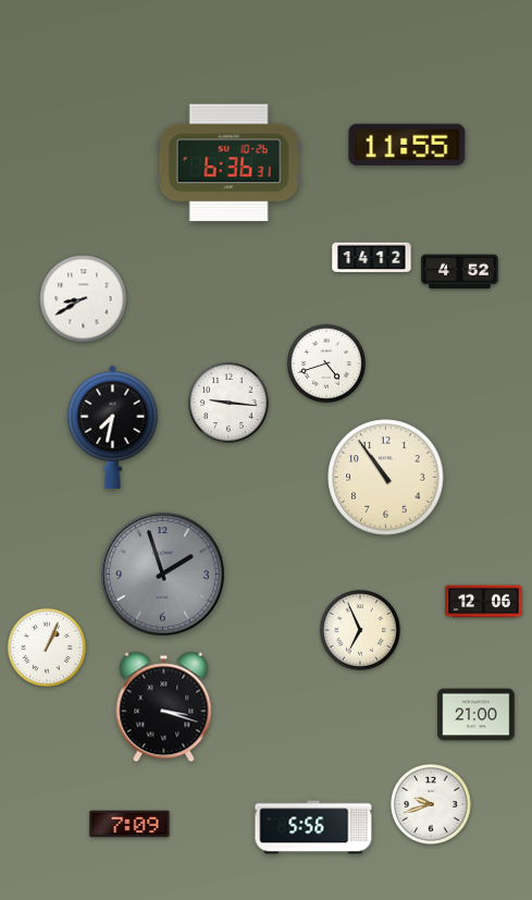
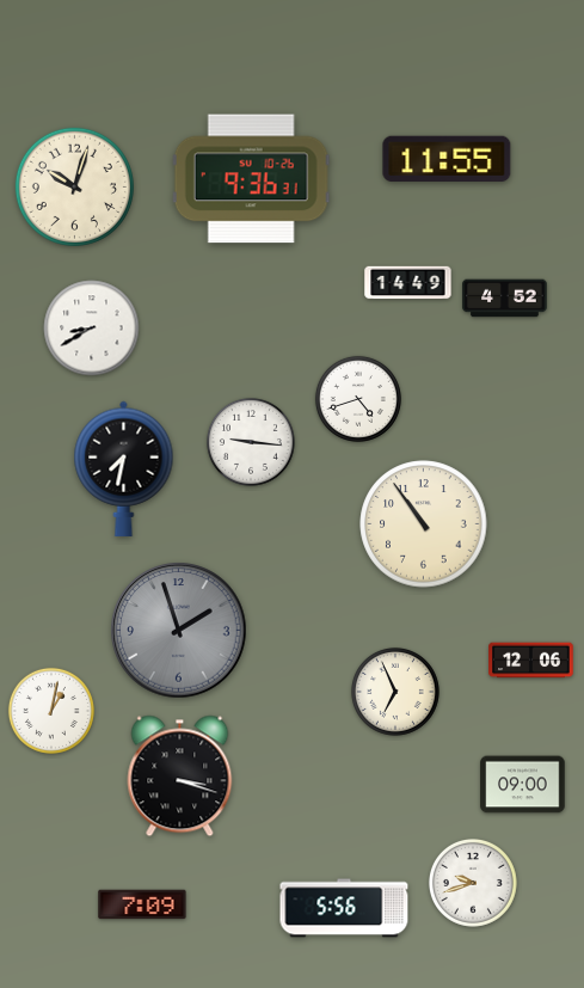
clock at (228, 163): 6:36 -> 9:36
clock at (74, 186): none -> 10:03
clock at (372, 258): 14:12 -> 14:49
clock at (47, 648): 1:04 -> 1:02
clock at (477, 715): 21:00 -> 09:00
